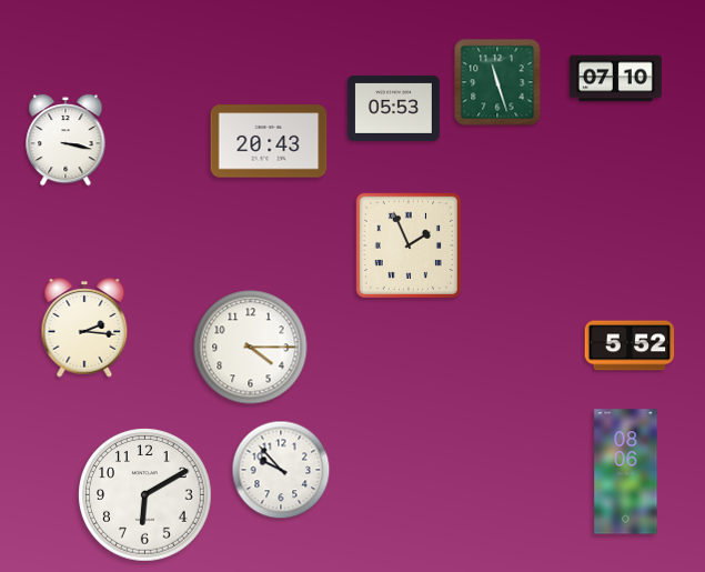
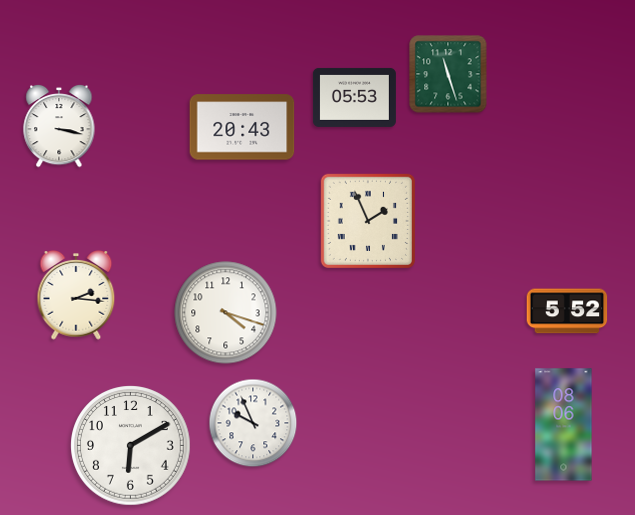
clock at (615, 79): 07:10 -> none
clock at (251, 348): 4:15 -> 4:18
clock at (281, 470): 9:53 -> 9:56
